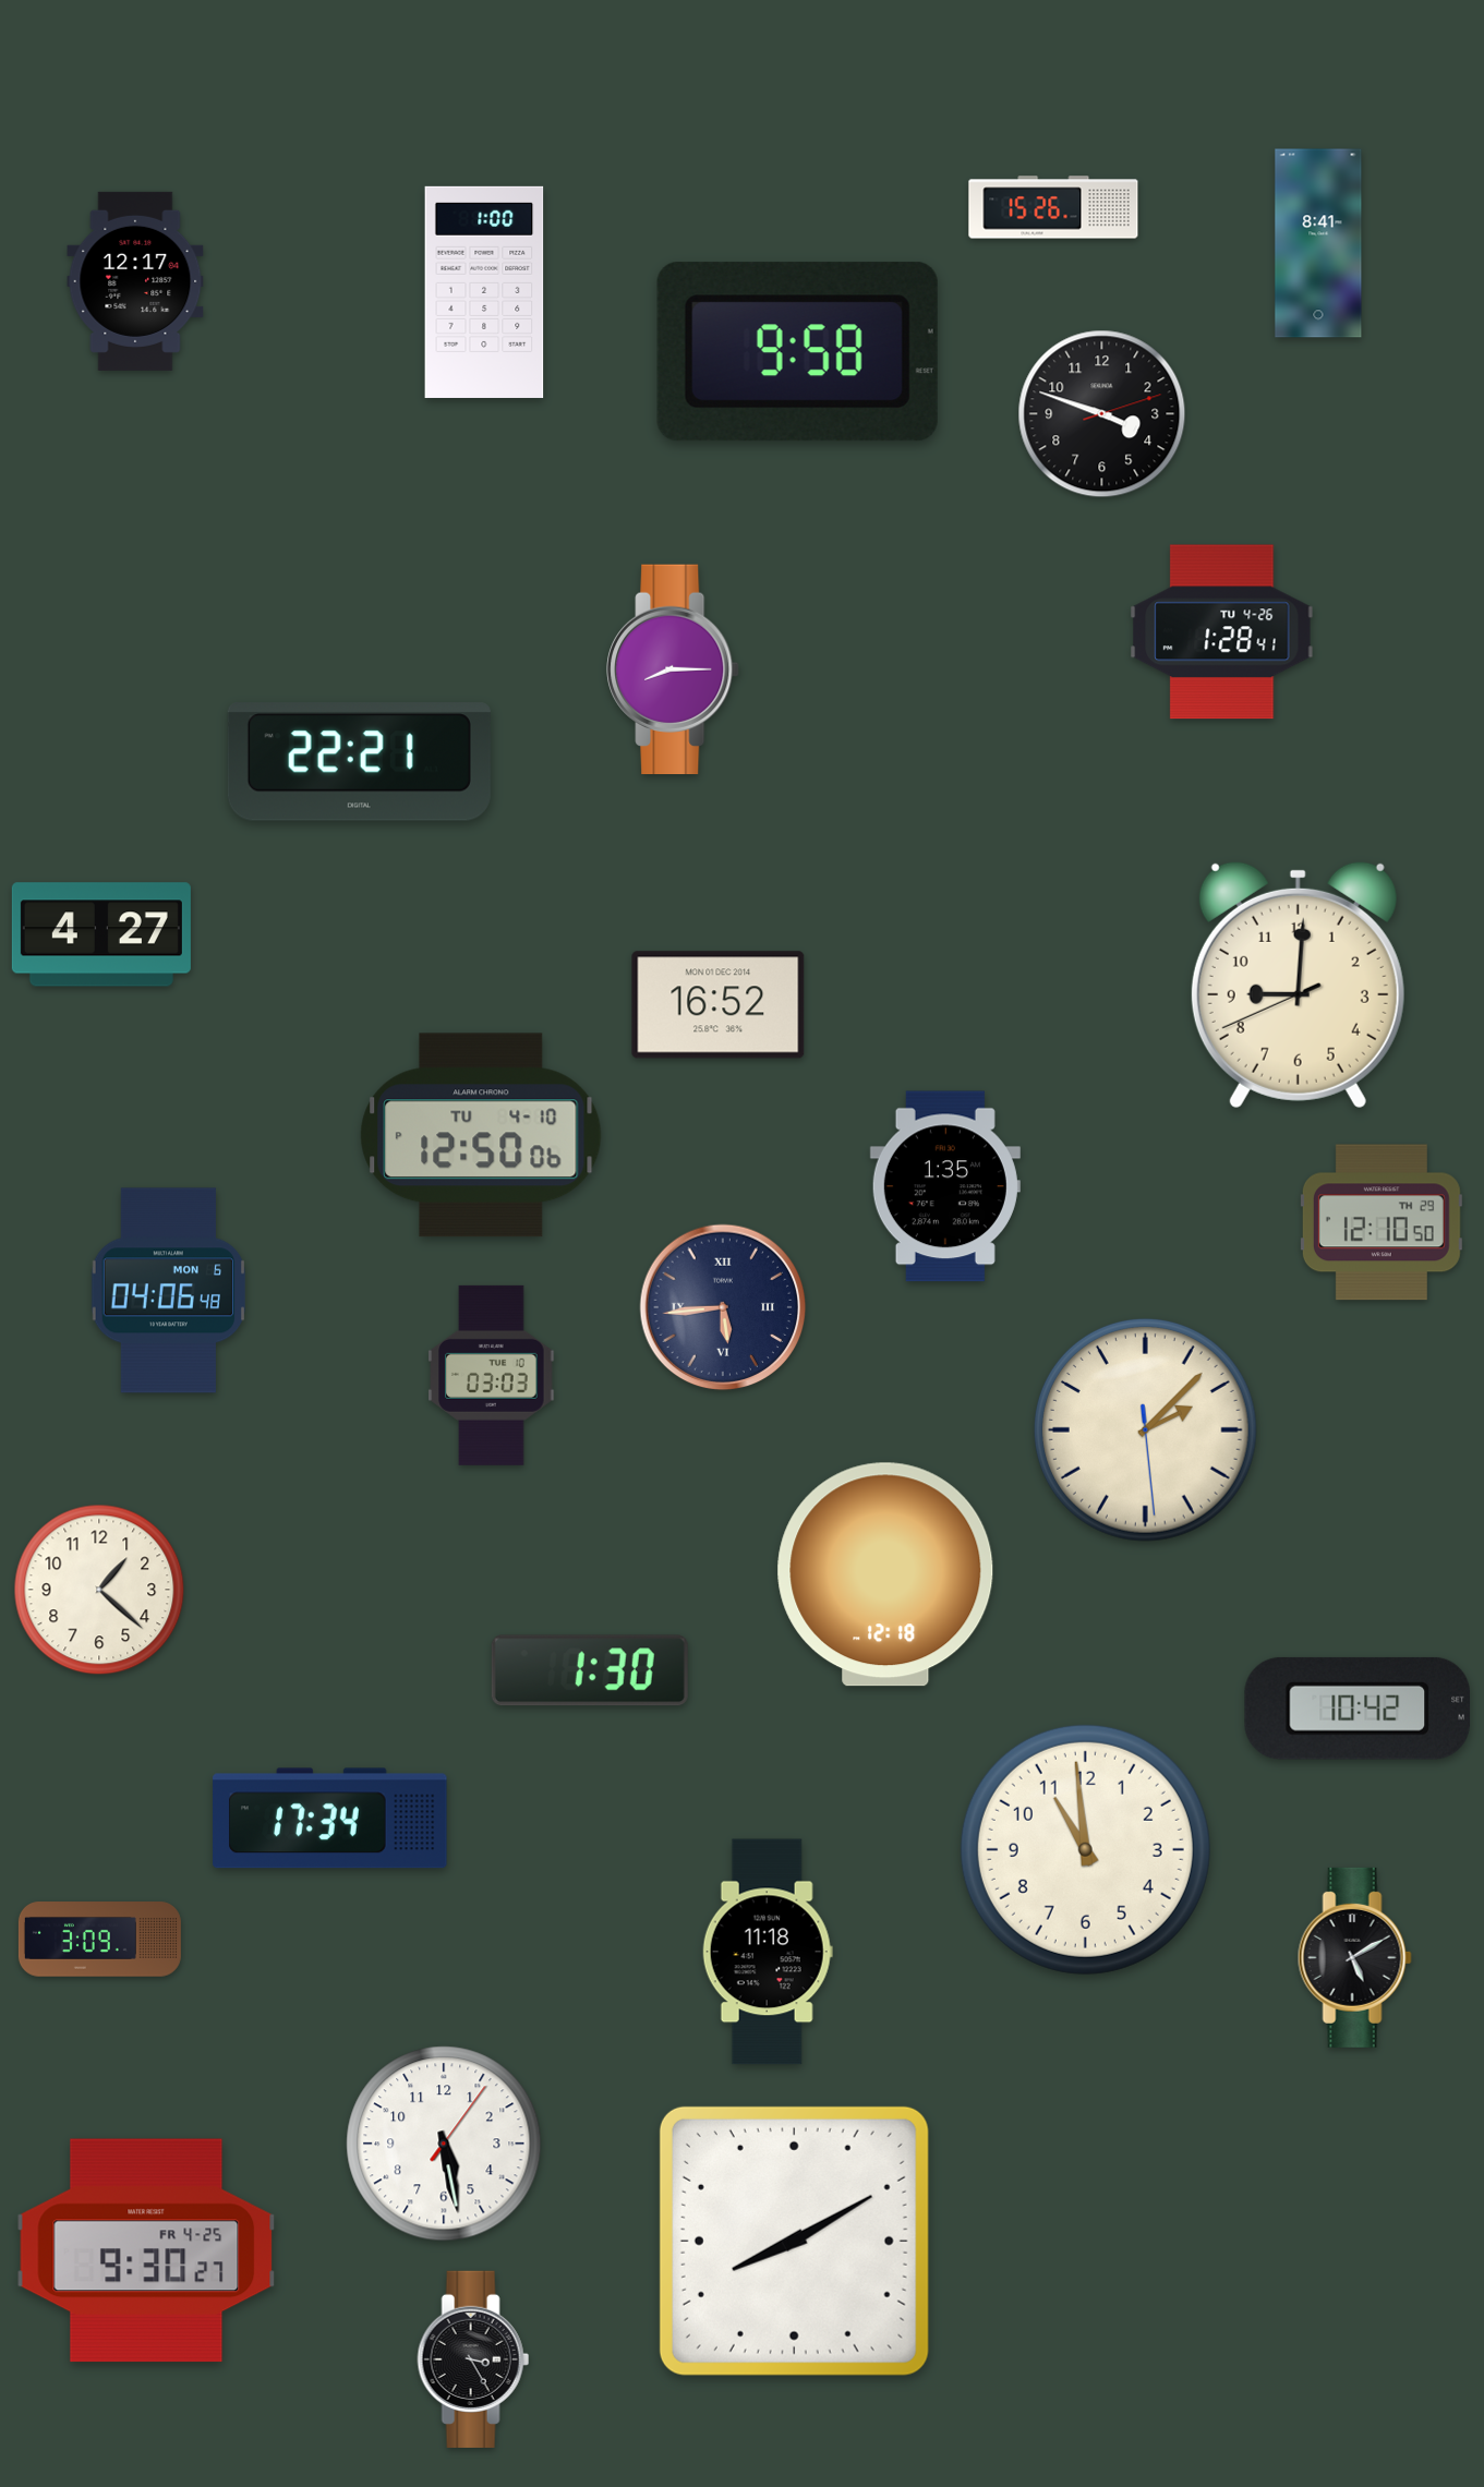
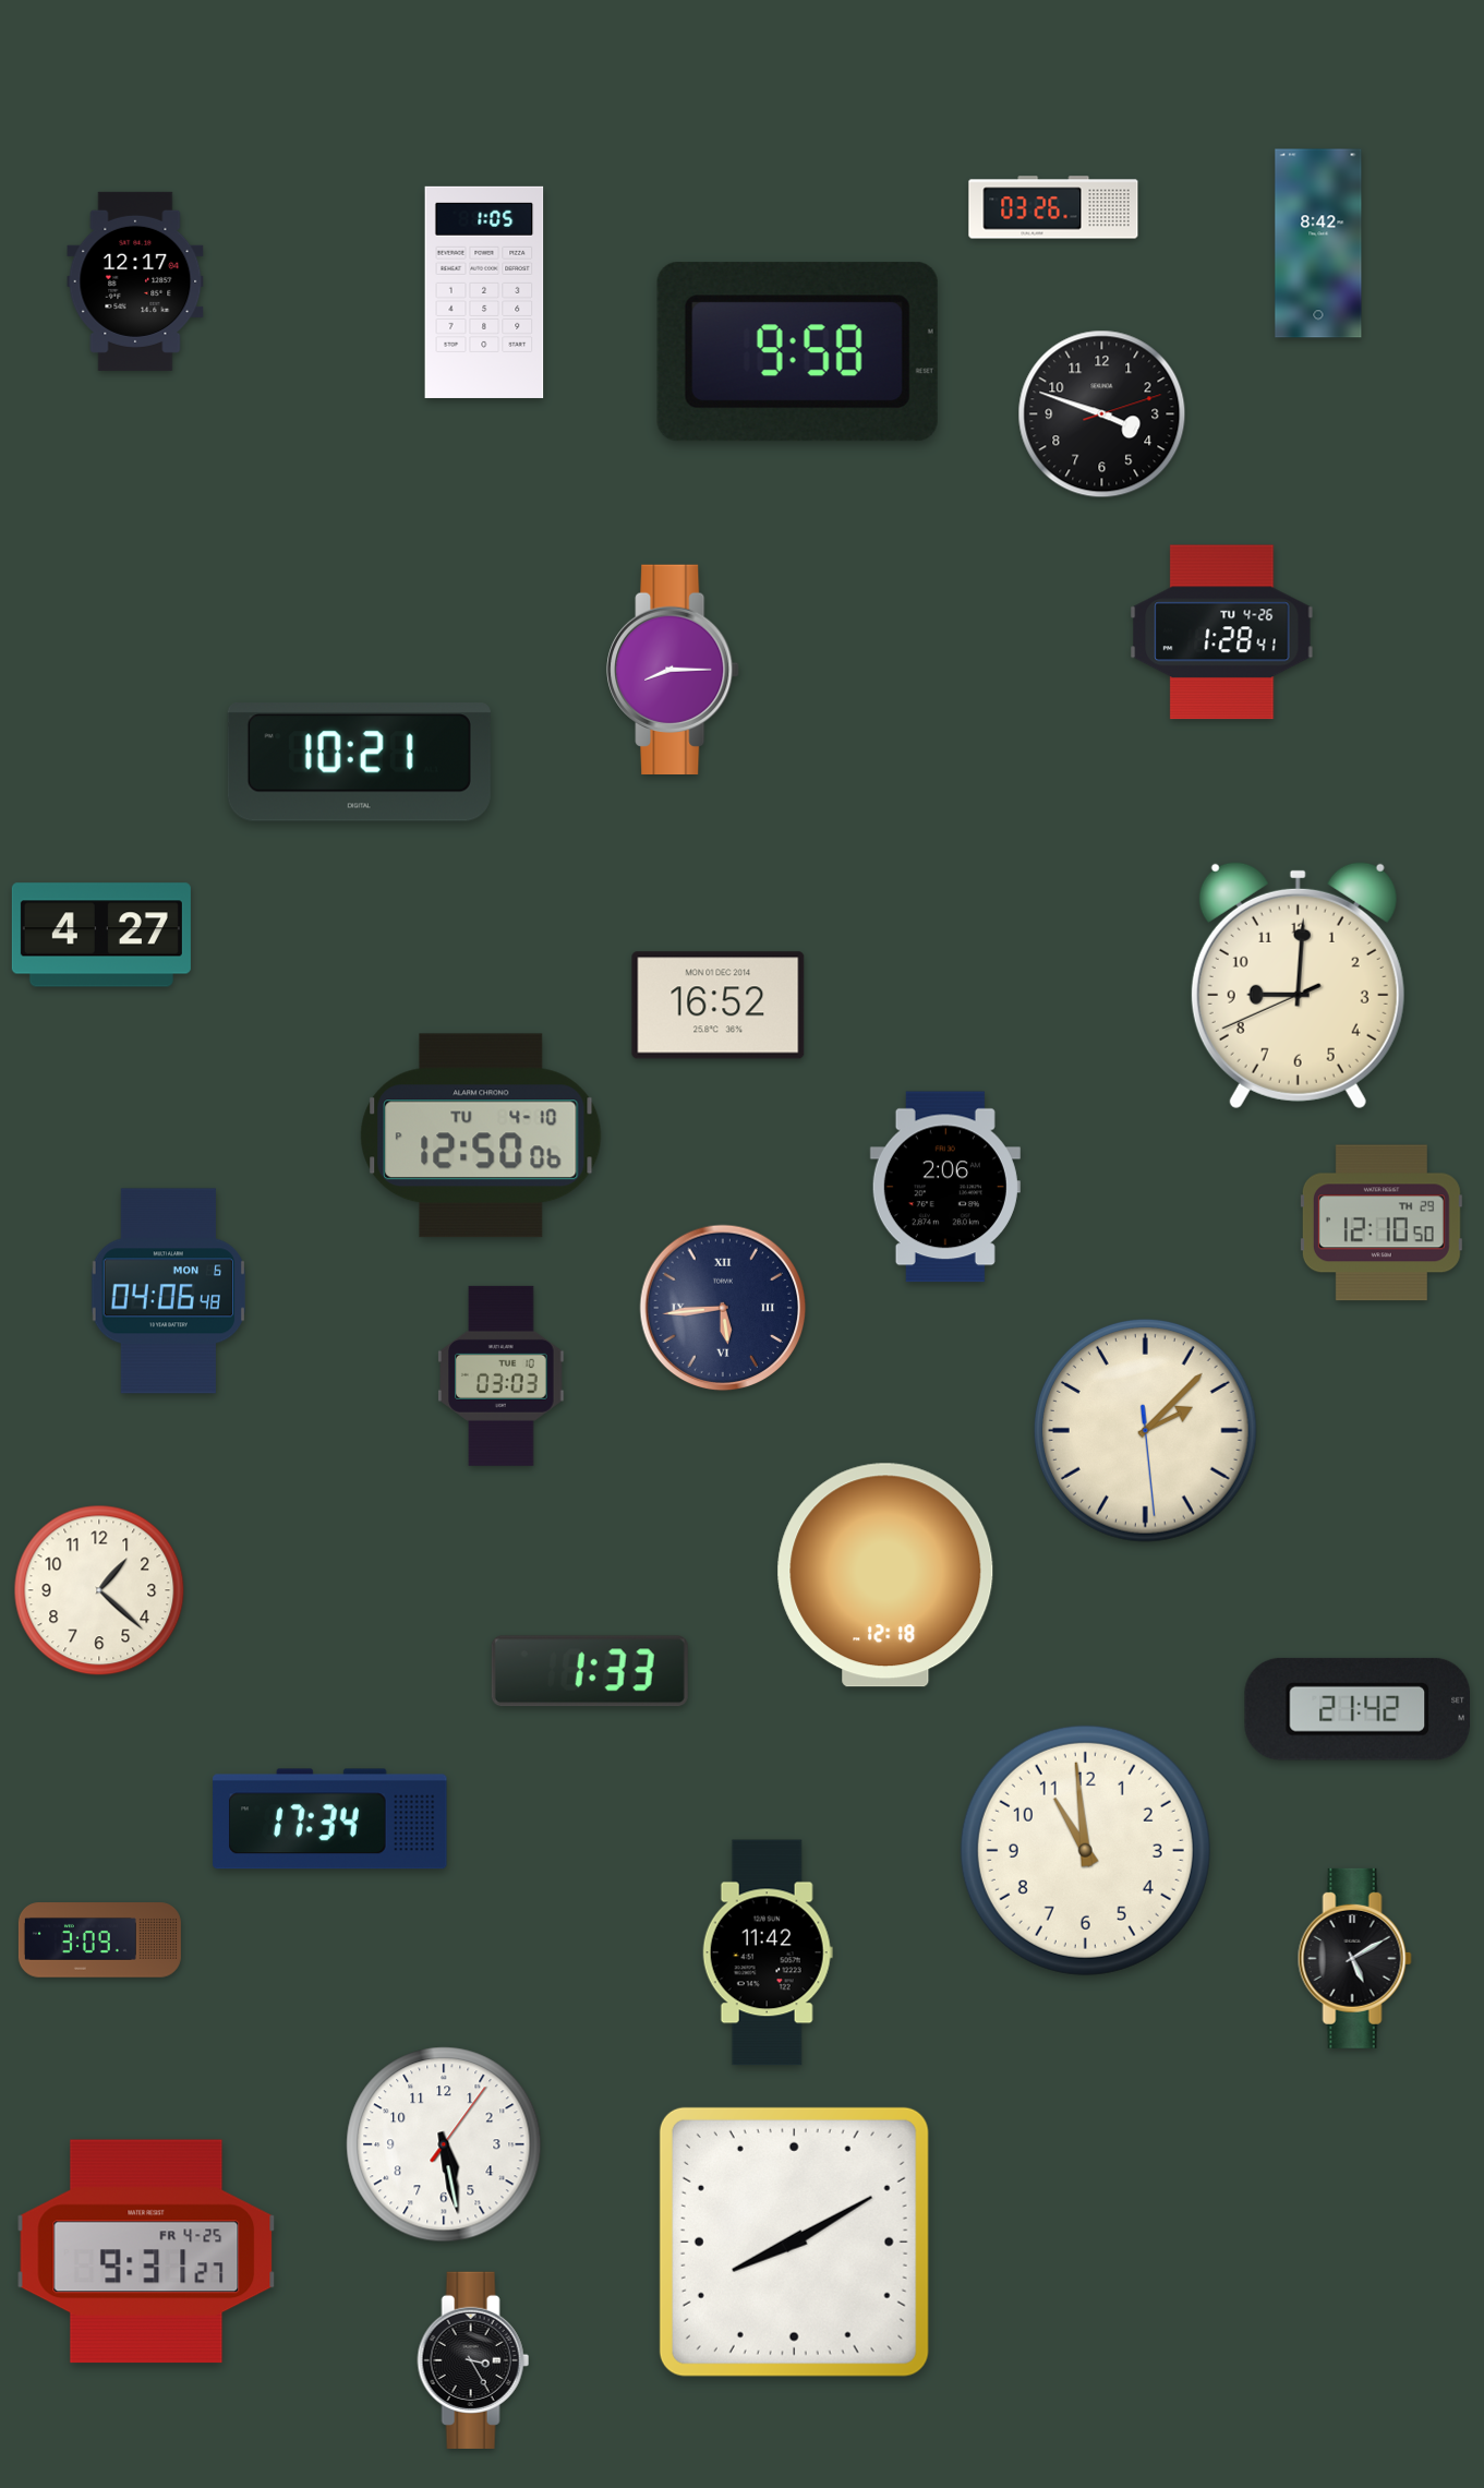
clock at (1053, 207): 15:26 -> 03:26
clock at (1318, 243): 8:41 -> 8:42
clock at (484, 292): 1:00 -> 1:05
clock at (359, 762): 22:21 -> 10:21
clock at (945, 1186): 1:35 -> 2:06
clock at (492, 1375) position: (492, 1375) -> (502, 1375)
clock at (590, 1670): 1:30 -> 1:33
clock at (1356, 1709): 10:42 -> 21:42
clock at (768, 1952): 11:18 -> 11:42
clock at (146, 2250): 9:30 -> 9:31
